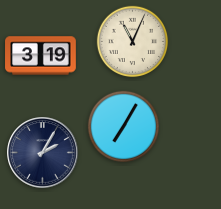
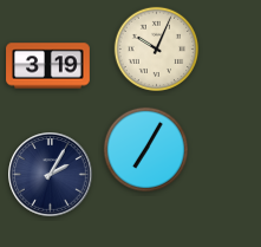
clock at (133, 42): 11:04 -> 10:04
clock at (43, 153) position: (43, 153) -> (51, 175)
